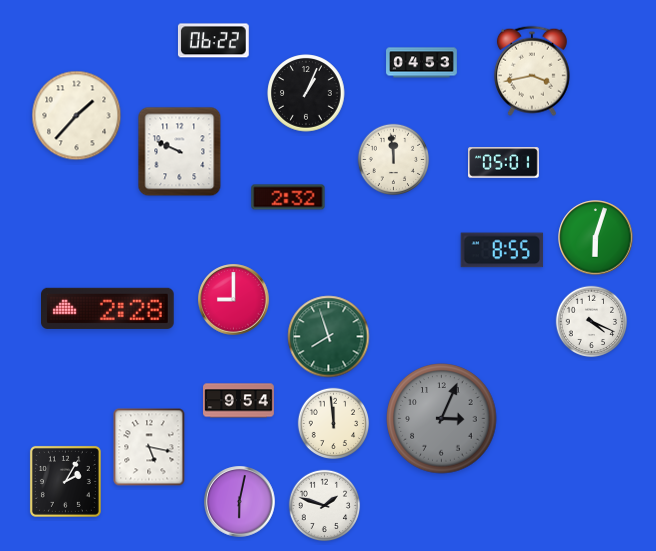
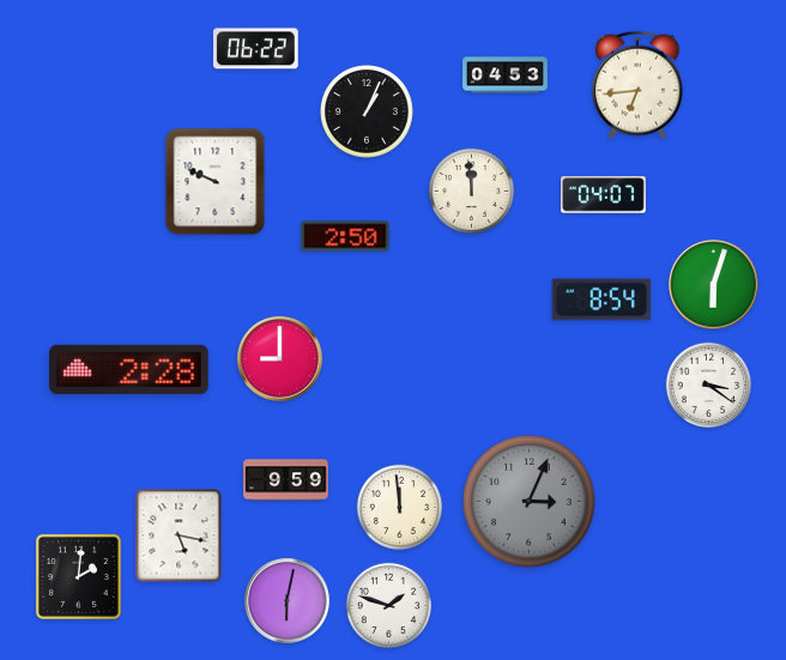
clock at (532, 71): 3:43 -> 6:44
clock at (77, 116): 1:37 -> none
clock at (504, 163): 05:01 -> 04:07
clock at (288, 197): 2:32 -> 2:50
clock at (502, 250): 8:55 -> 8:54
clock at (592, 322): 4:19 -> 3:21
clock at (329, 337): 7:57 -> none
clock at (239, 401): 9:54 -> 9:59
clock at (65, 481): 2:05 -> 2:01
